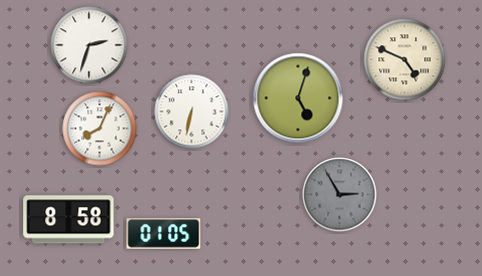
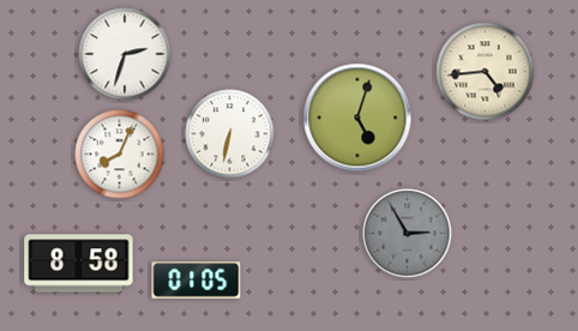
clock at (89, 45) position: (89, 45) -> (125, 54)
clock at (405, 60): 4:49 -> 4:44
clock at (69, 220) position: (69, 220) -> (79, 264)
